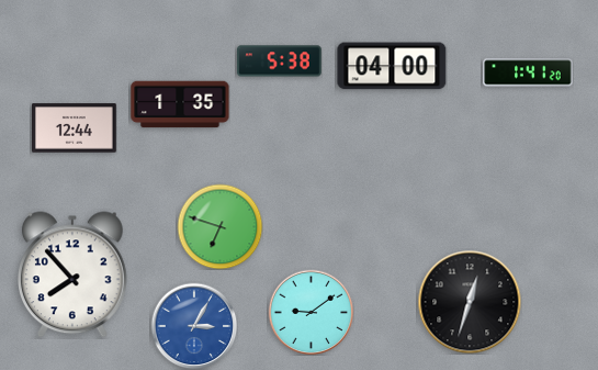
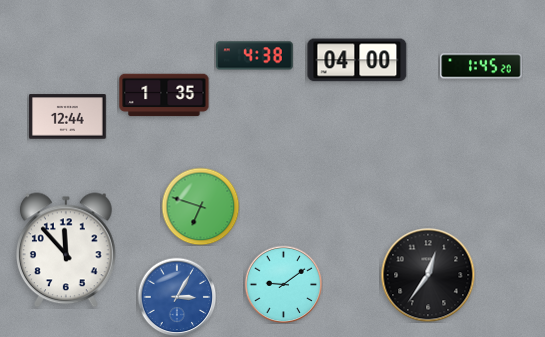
clock at (280, 61): 5:38 -> 4:38
clock at (528, 72): 1:41 -> 1:45
clock at (74, 274): 7:53 -> 11:53
clock at (470, 302): 12:33 -> 12:36
